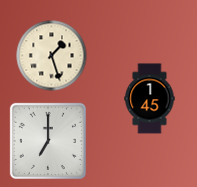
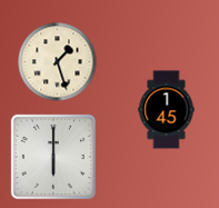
clock at (48, 141): 7:00 -> 6:00
